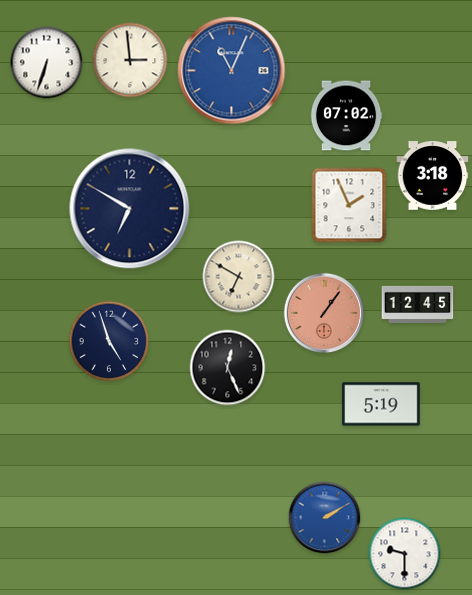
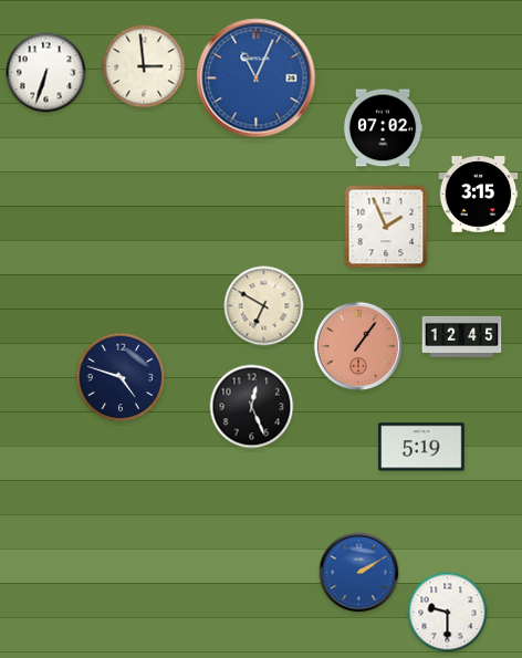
clock at (47, 63) position: (47, 63) -> (46, 73)
clock at (433, 176): 3:18 -> 3:15
clock at (130, 209): 6:50 -> none
clock at (109, 341): 4:57 -> 4:48
